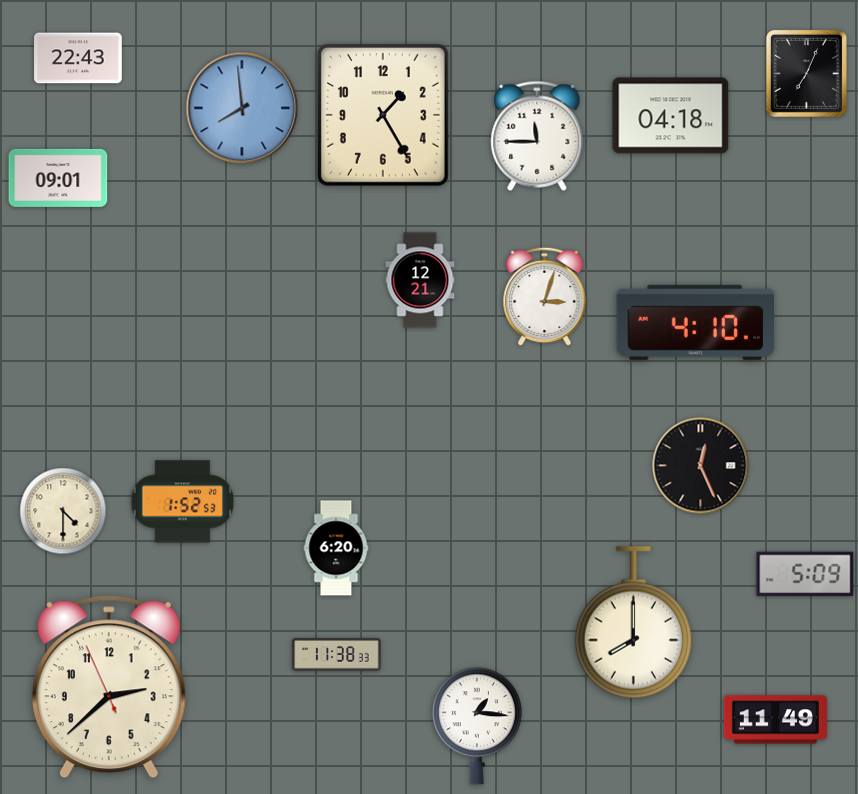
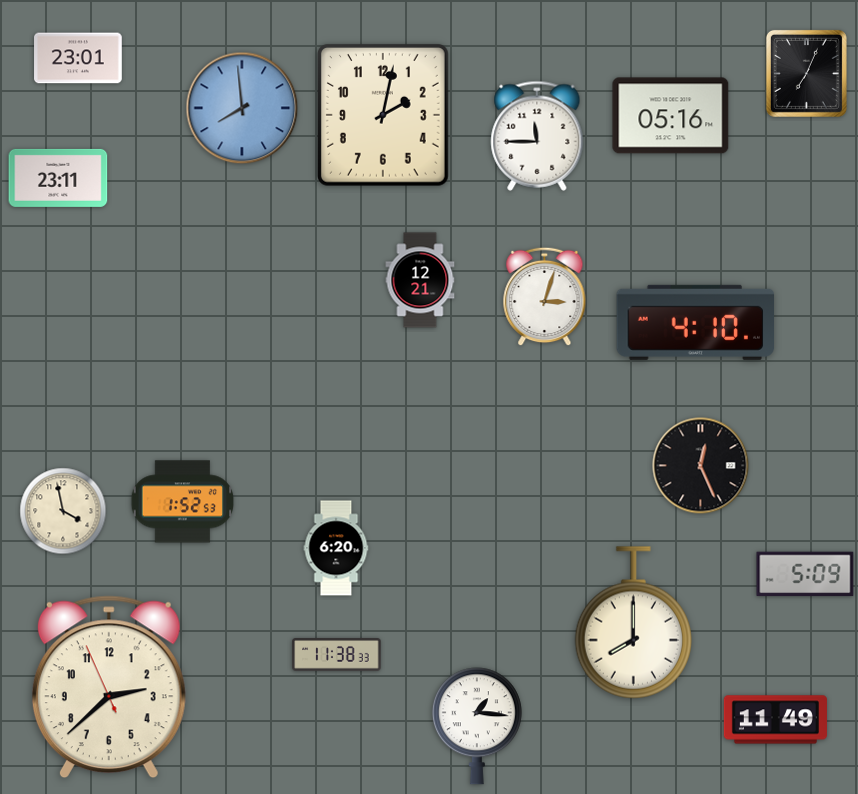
clock at (78, 58): 22:43 -> 23:01
clock at (383, 115): 1:25 -> 2:02
clock at (671, 116): 04:18 -> 05:16
clock at (58, 178): 09:01 -> 23:11
clock at (63, 511): 4:30 -> 3:58
